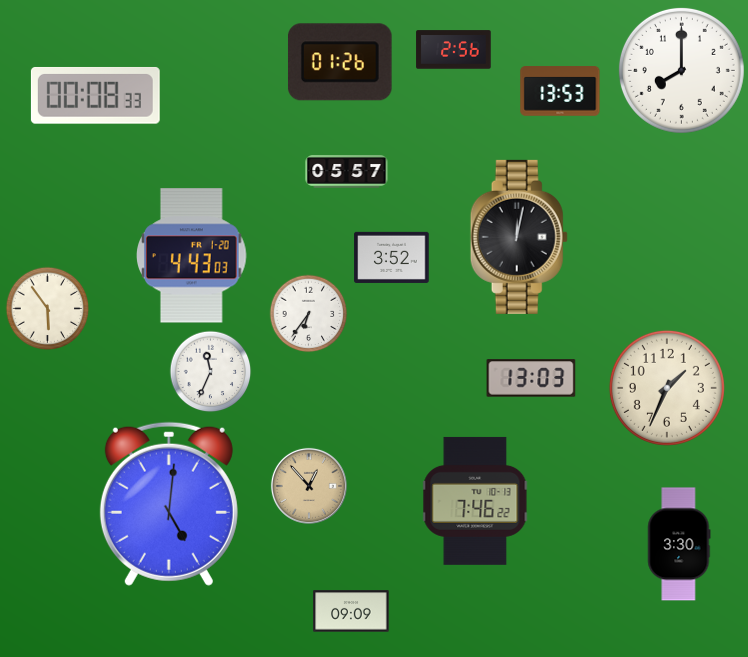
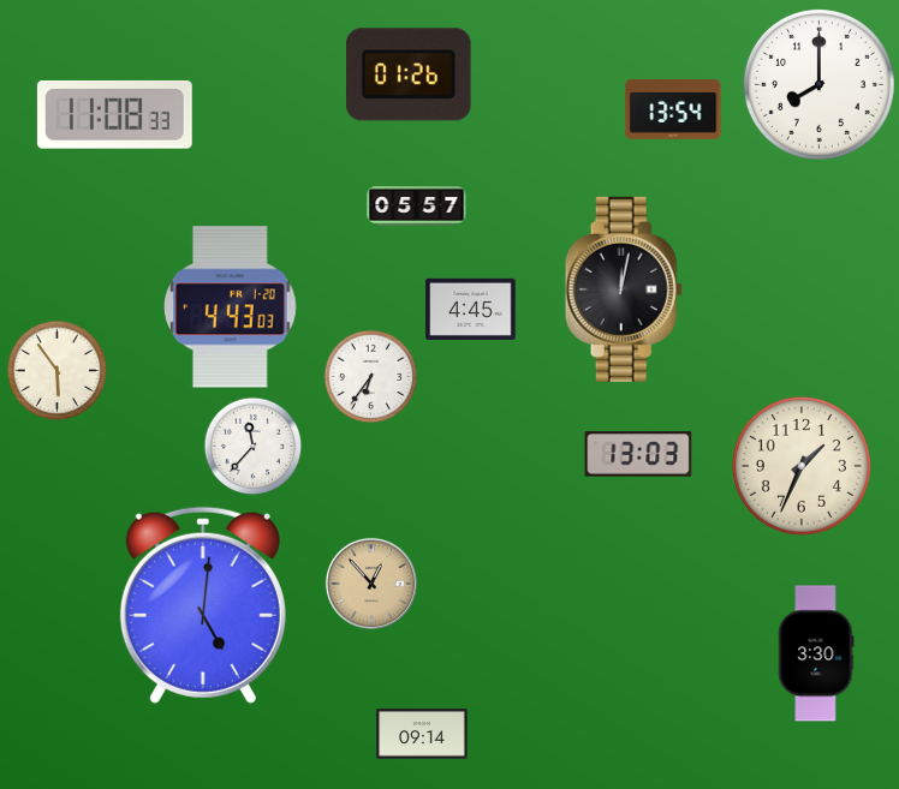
clock at (454, 50): 2:56 -> none
clock at (560, 91): 13:53 -> 13:54
clock at (95, 95): 00:08 -> 11:08
clock at (519, 237) position: (519, 237) -> (624, 289)
clock at (392, 257): 3:52 -> 4:45
clock at (211, 372): 11:34 -> 11:37
clock at (475, 501): 7:46 -> none
clock at (351, 611): 09:09 -> 09:14
